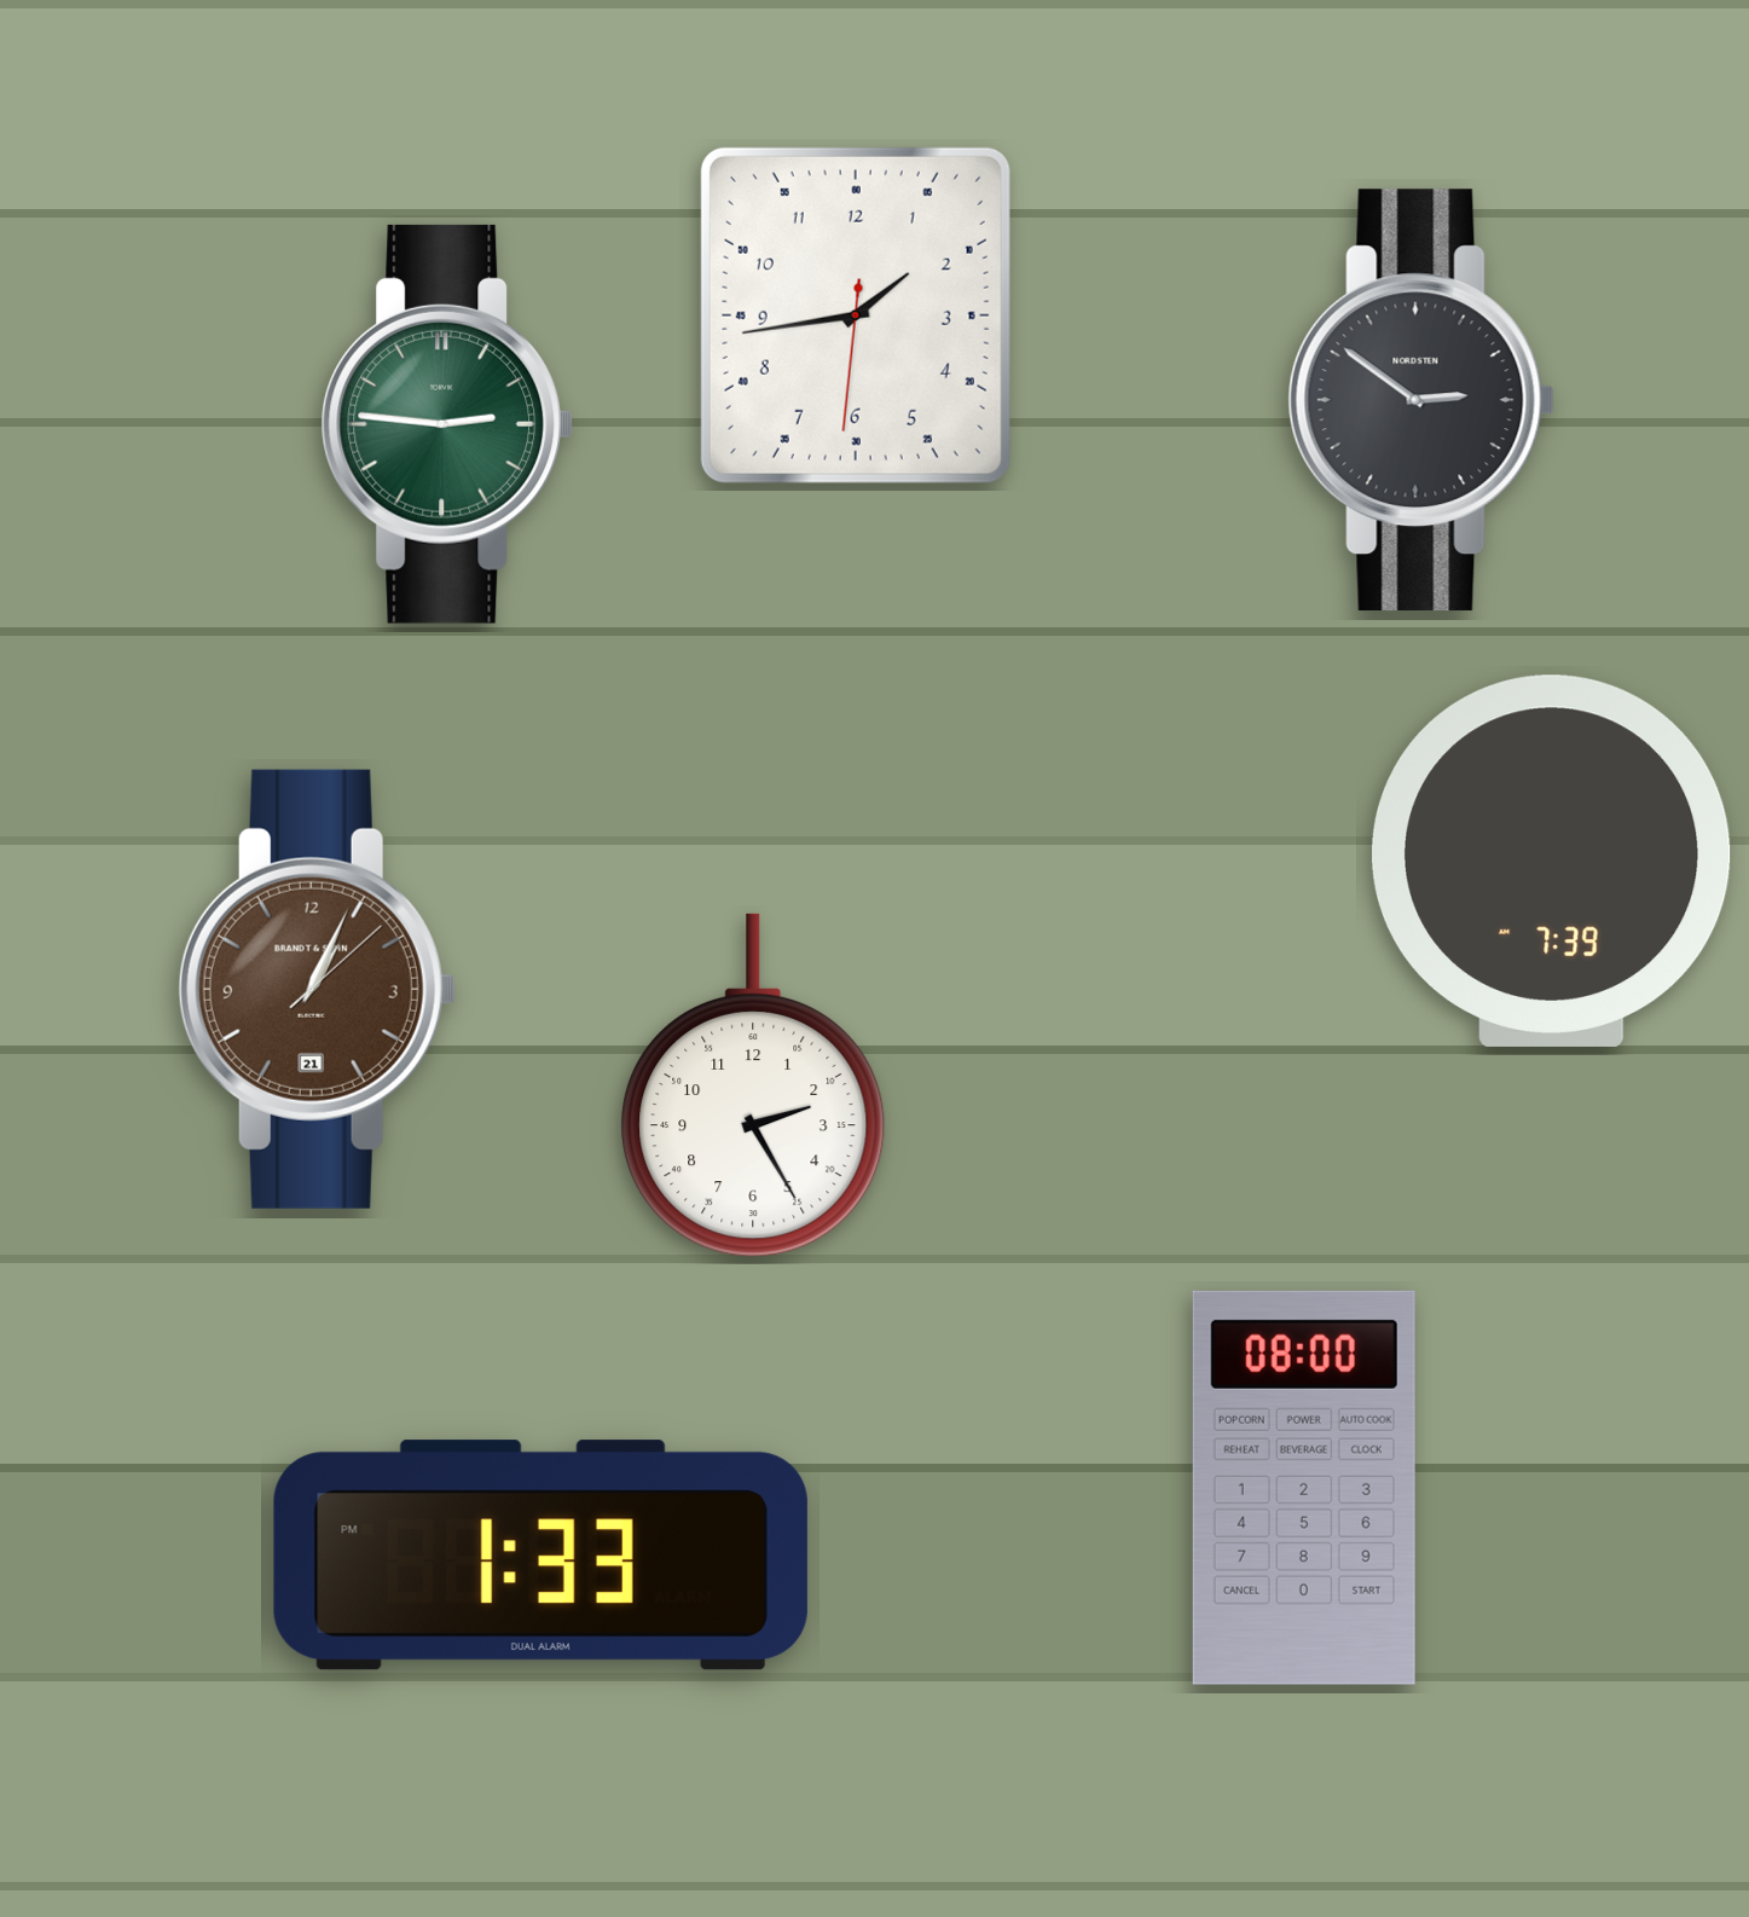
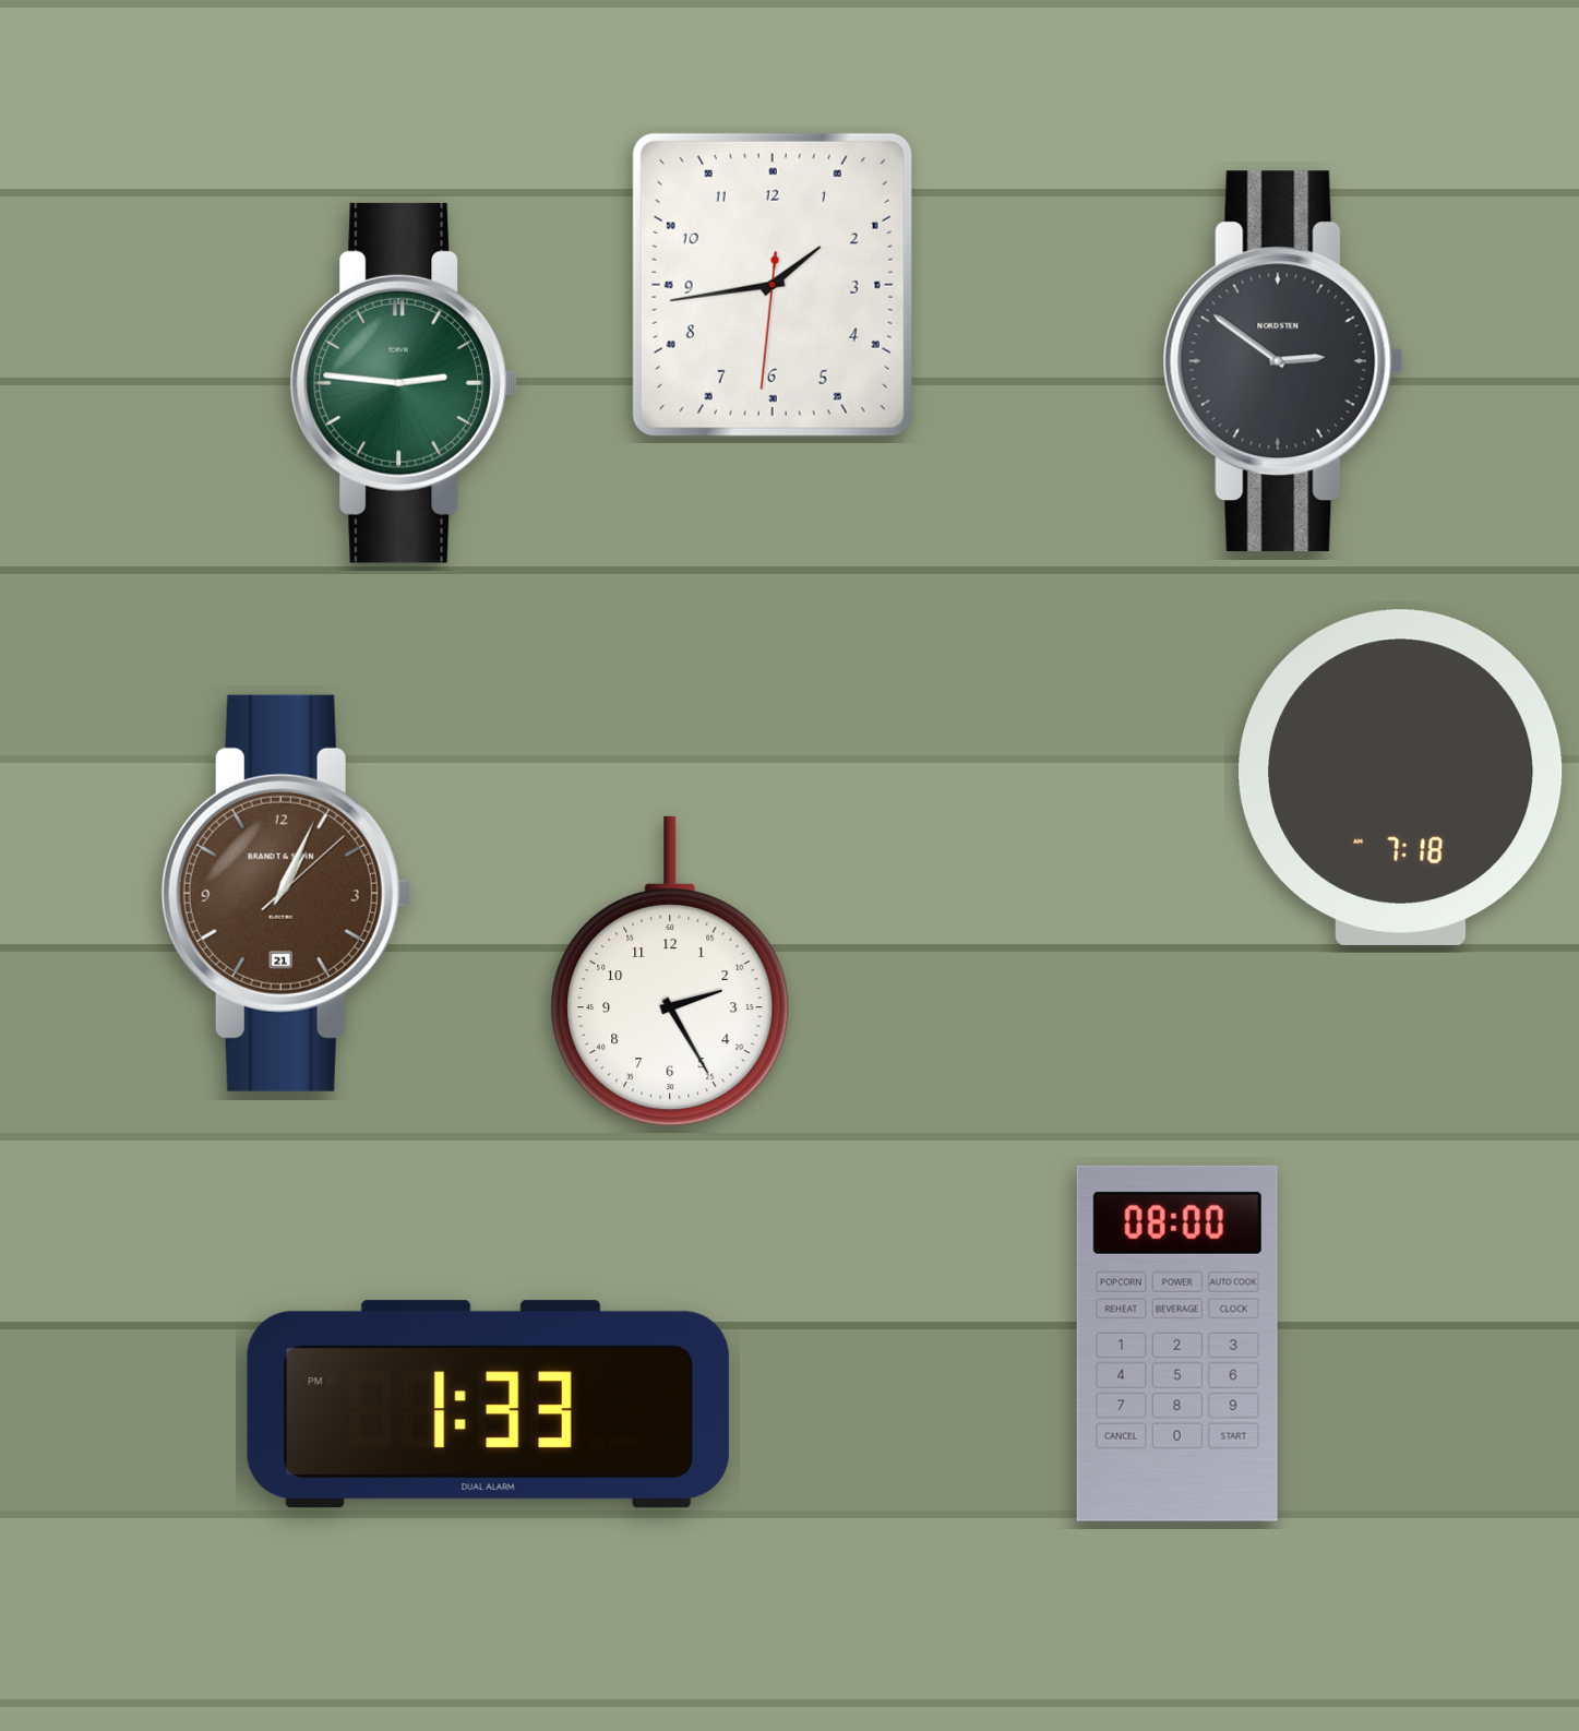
clock at (1552, 861): 7:39 -> 7:18
clock at (753, 1085) position: (753, 1085) -> (670, 971)
